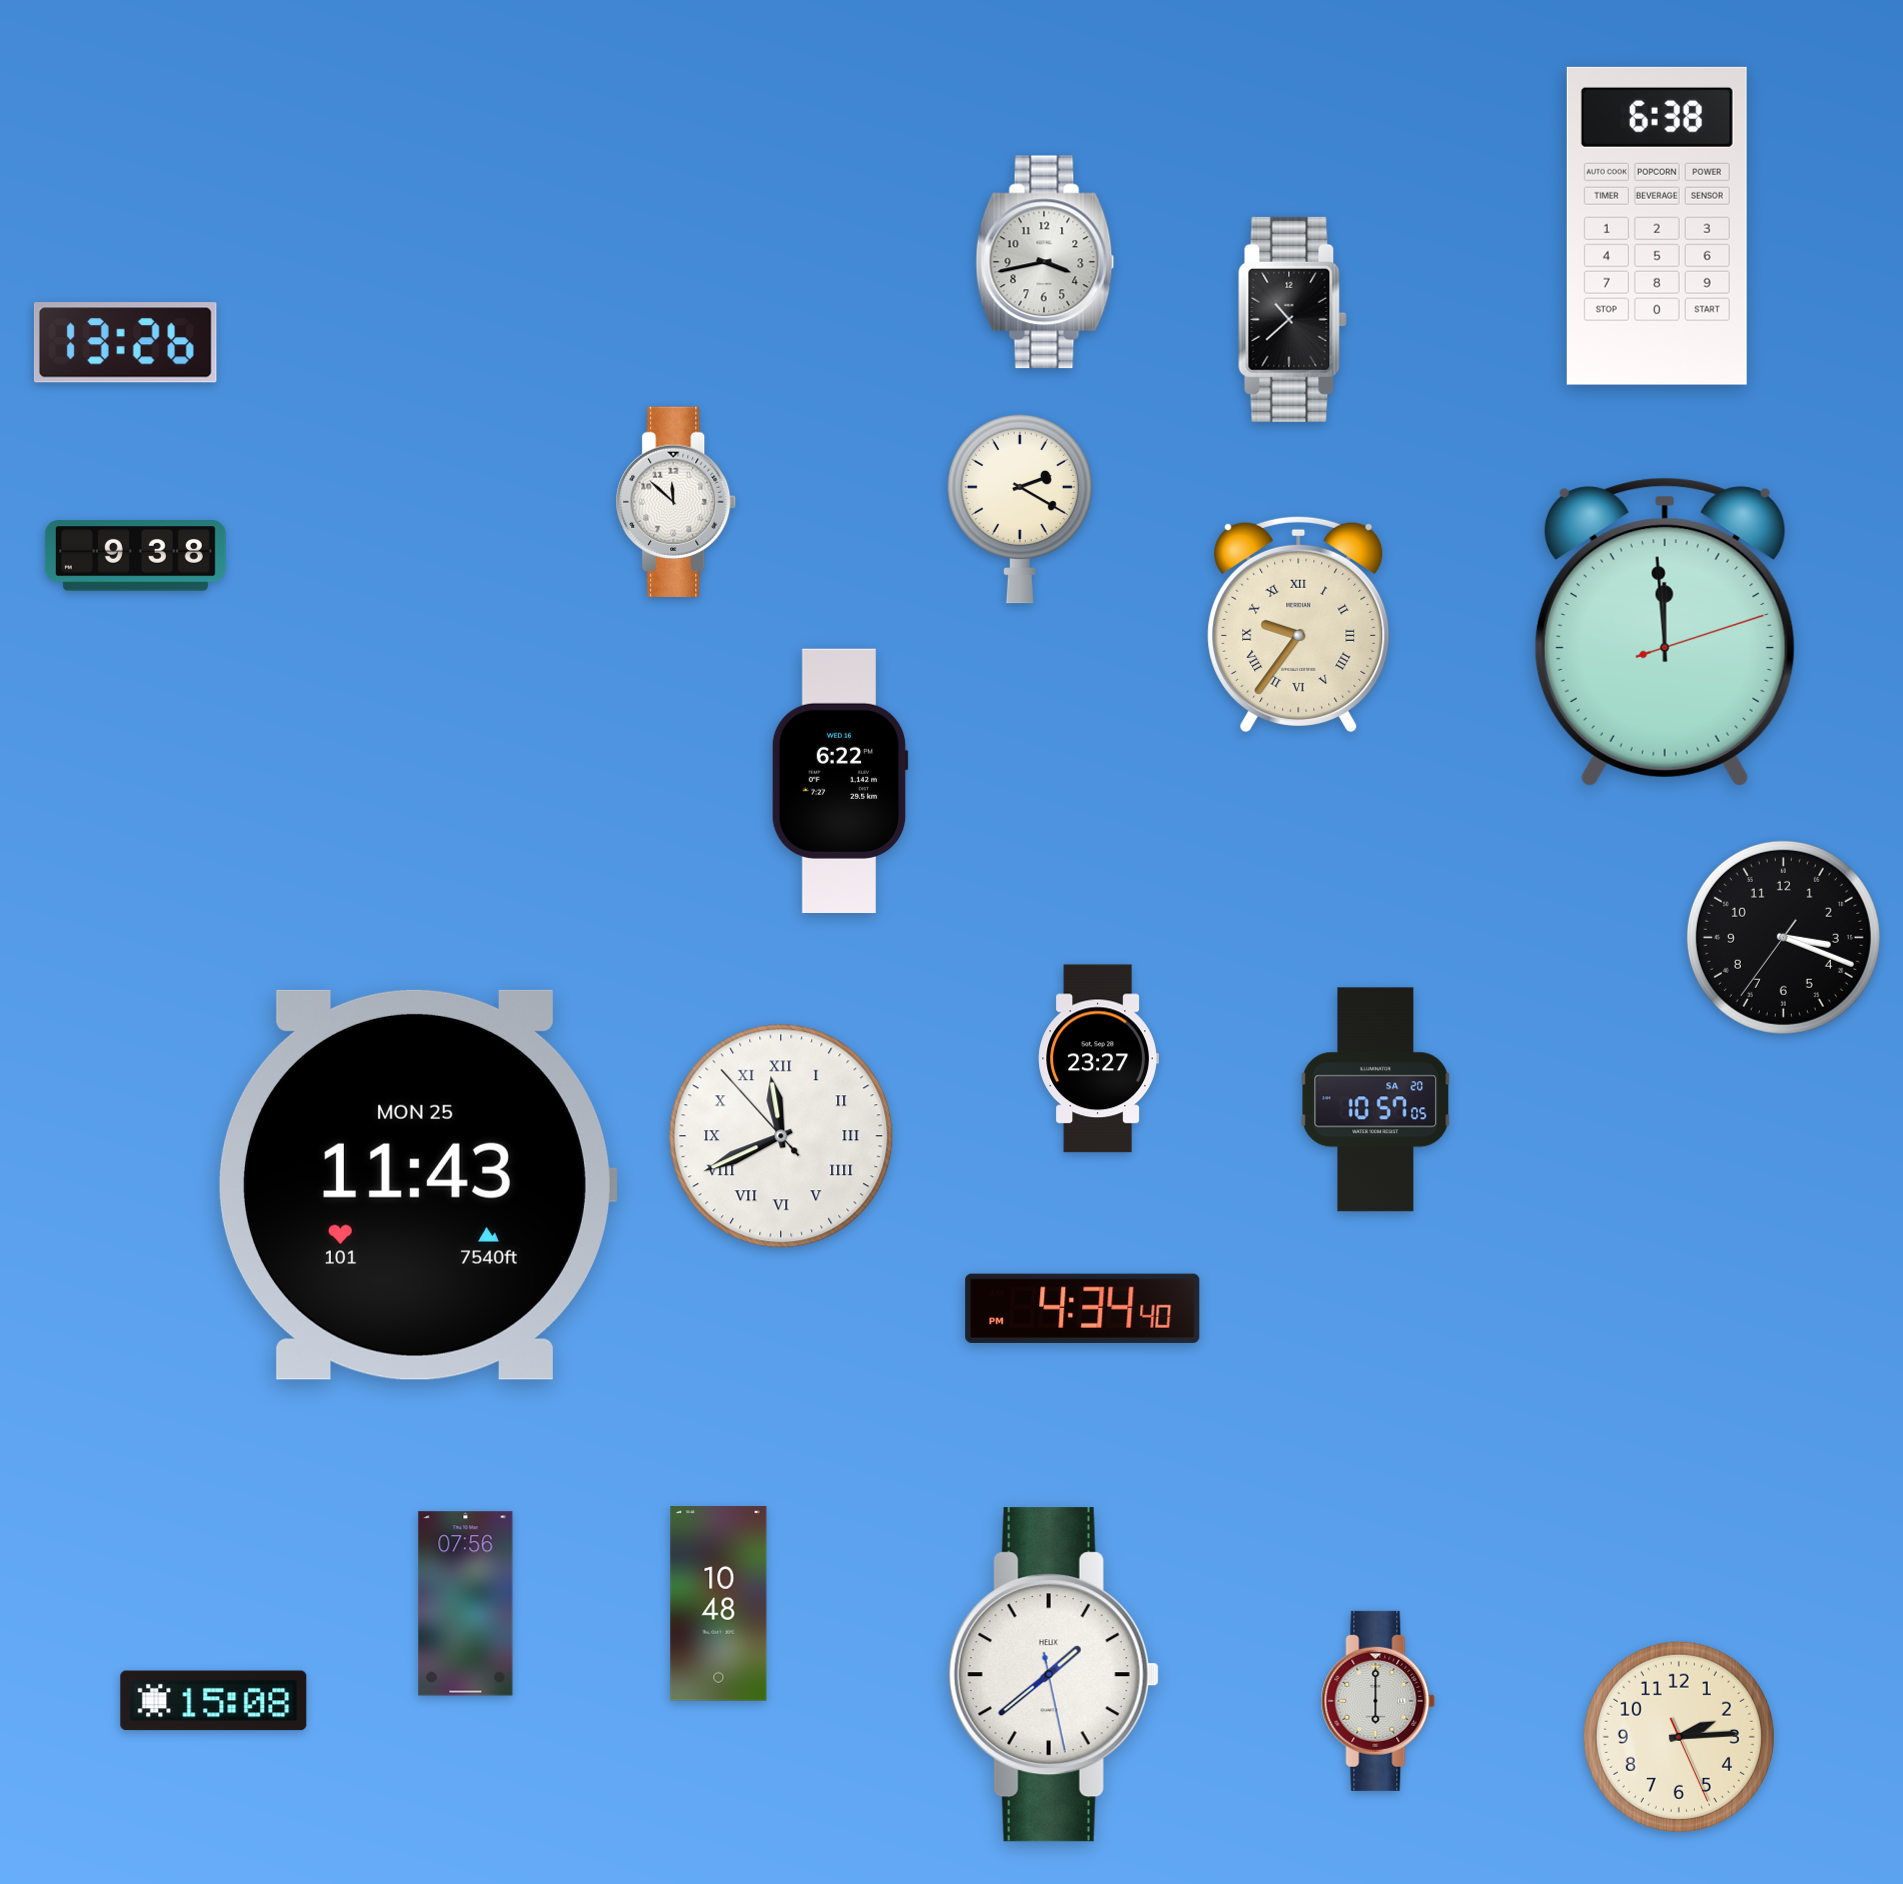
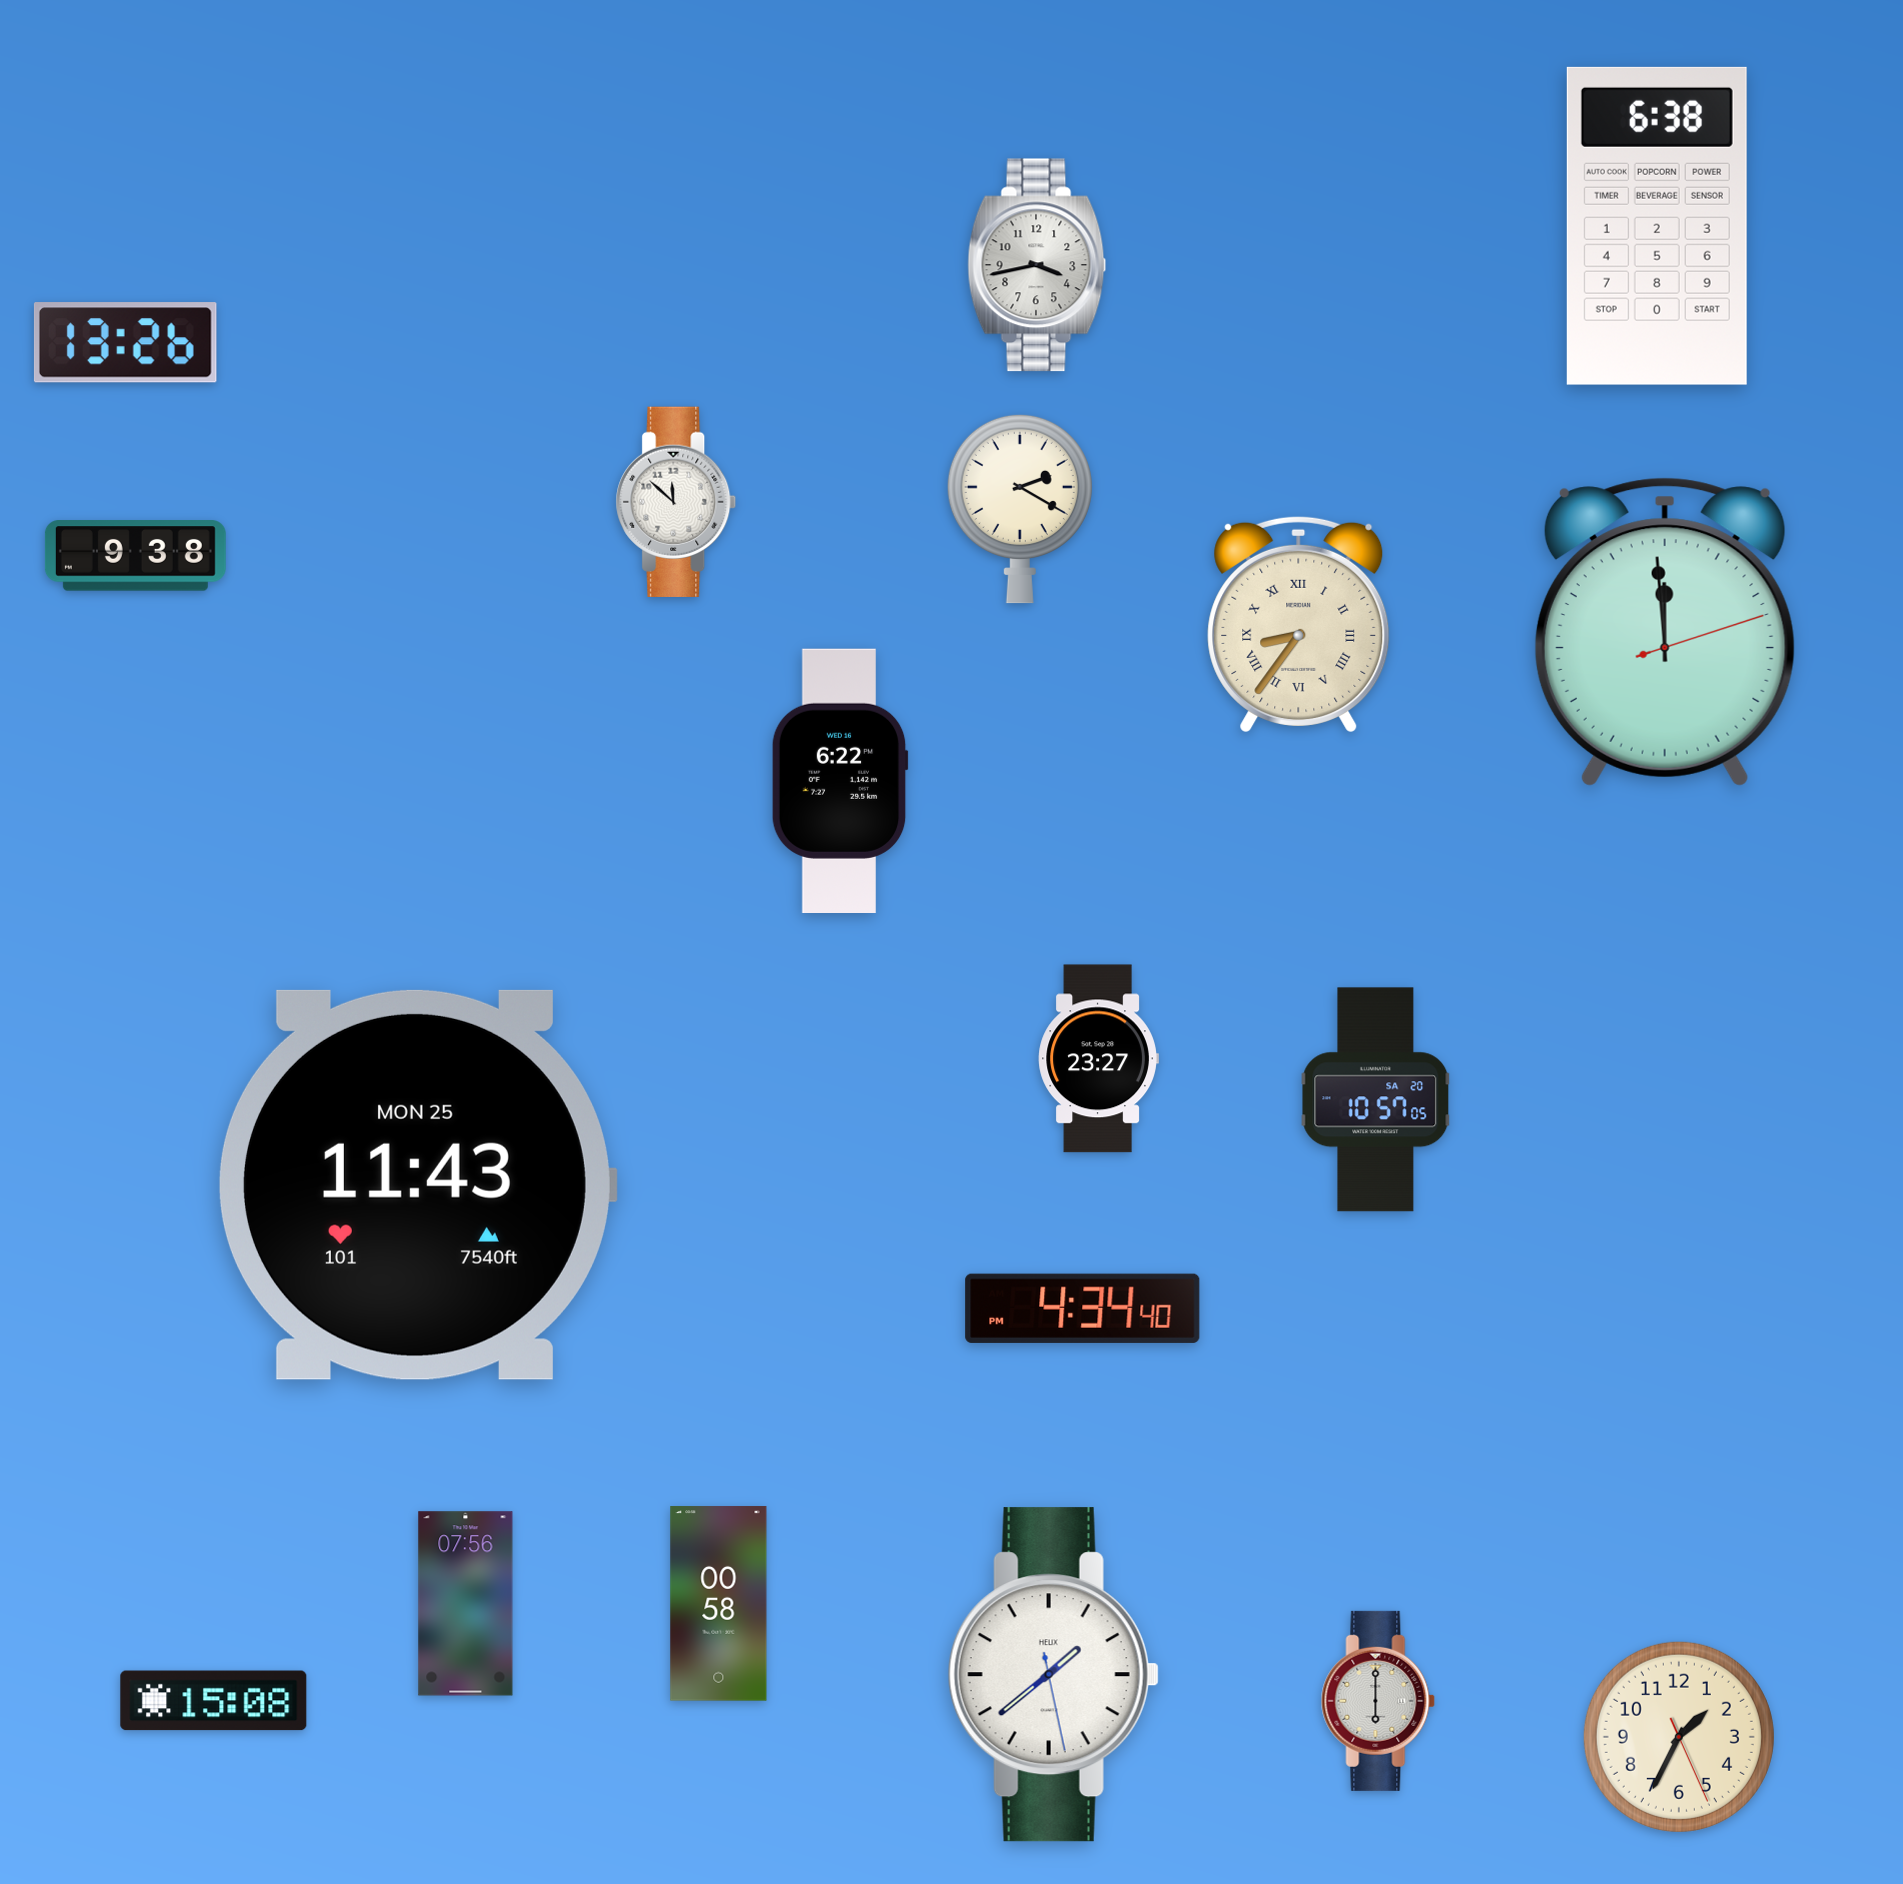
clock at (1045, 262) position: (1045, 262) -> (1037, 265)
clock at (1293, 319): 10:38 -> none
clock at (1299, 624): 9:36 -> 8:36
clock at (1783, 937): 3:18 -> none
clock at (781, 1136): 11:40 -> none
clock at (719, 1604): 10:48 -> 00:58
clock at (1679, 1737): 2:14 -> 1:34
